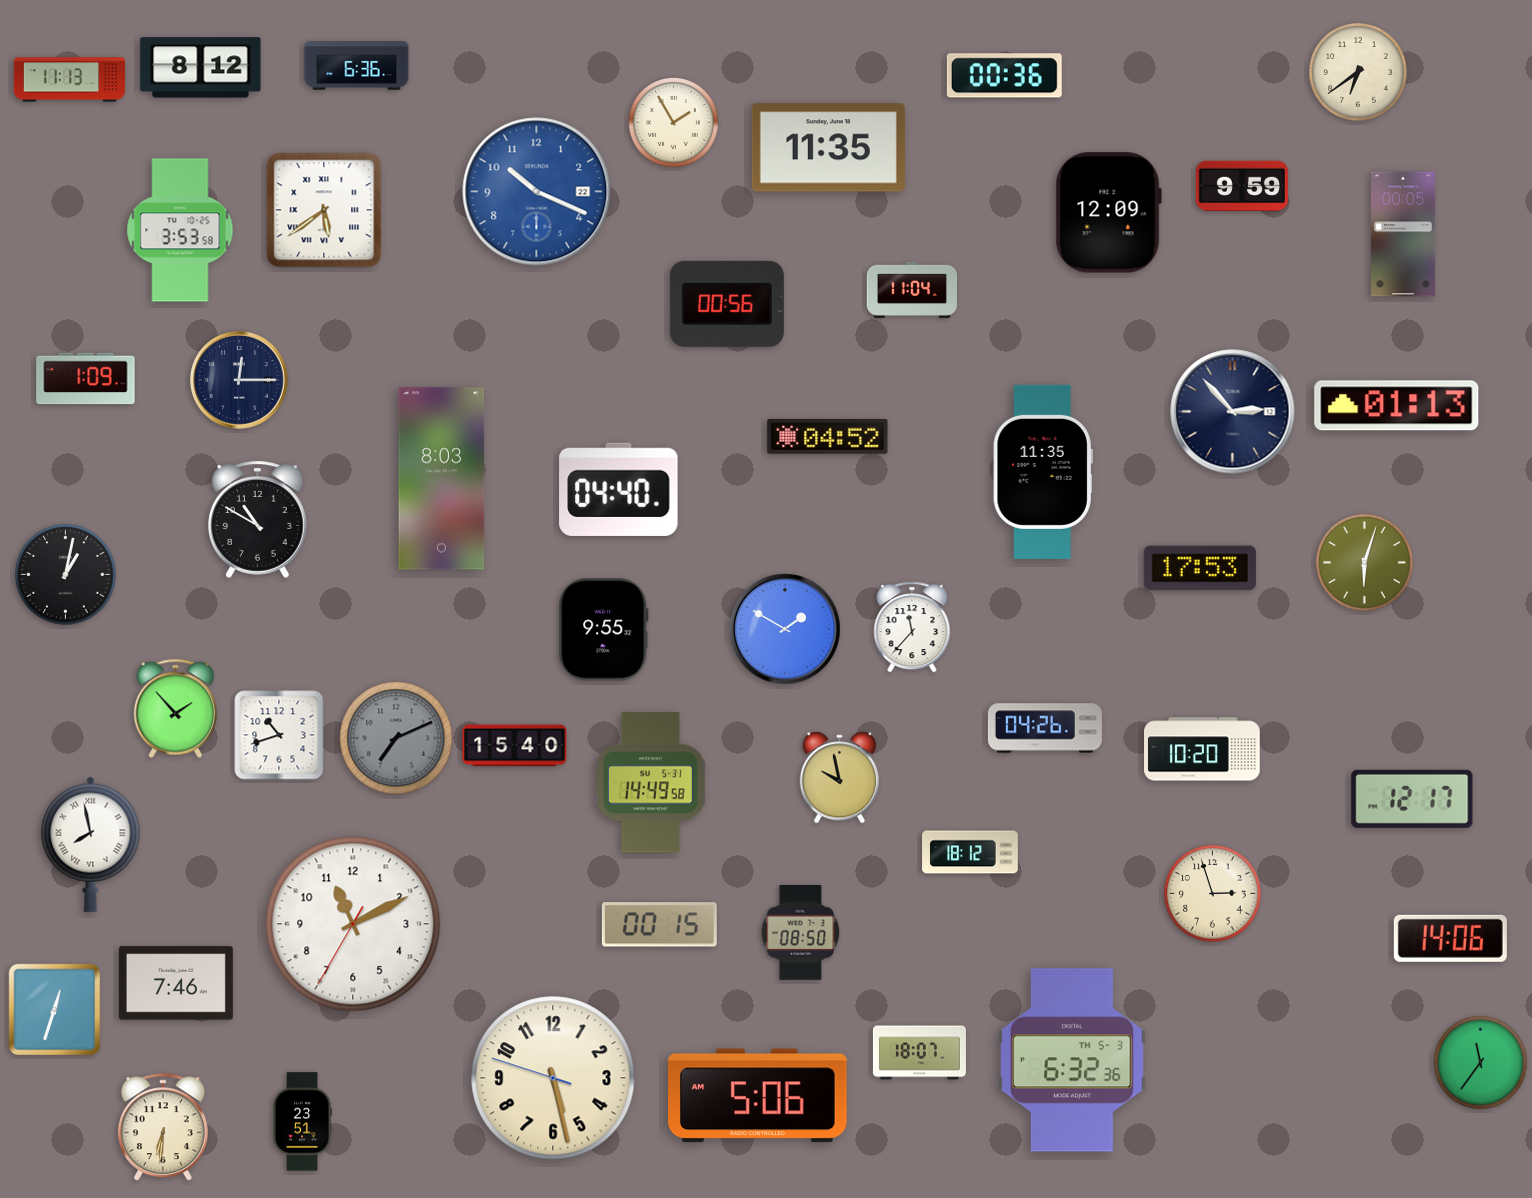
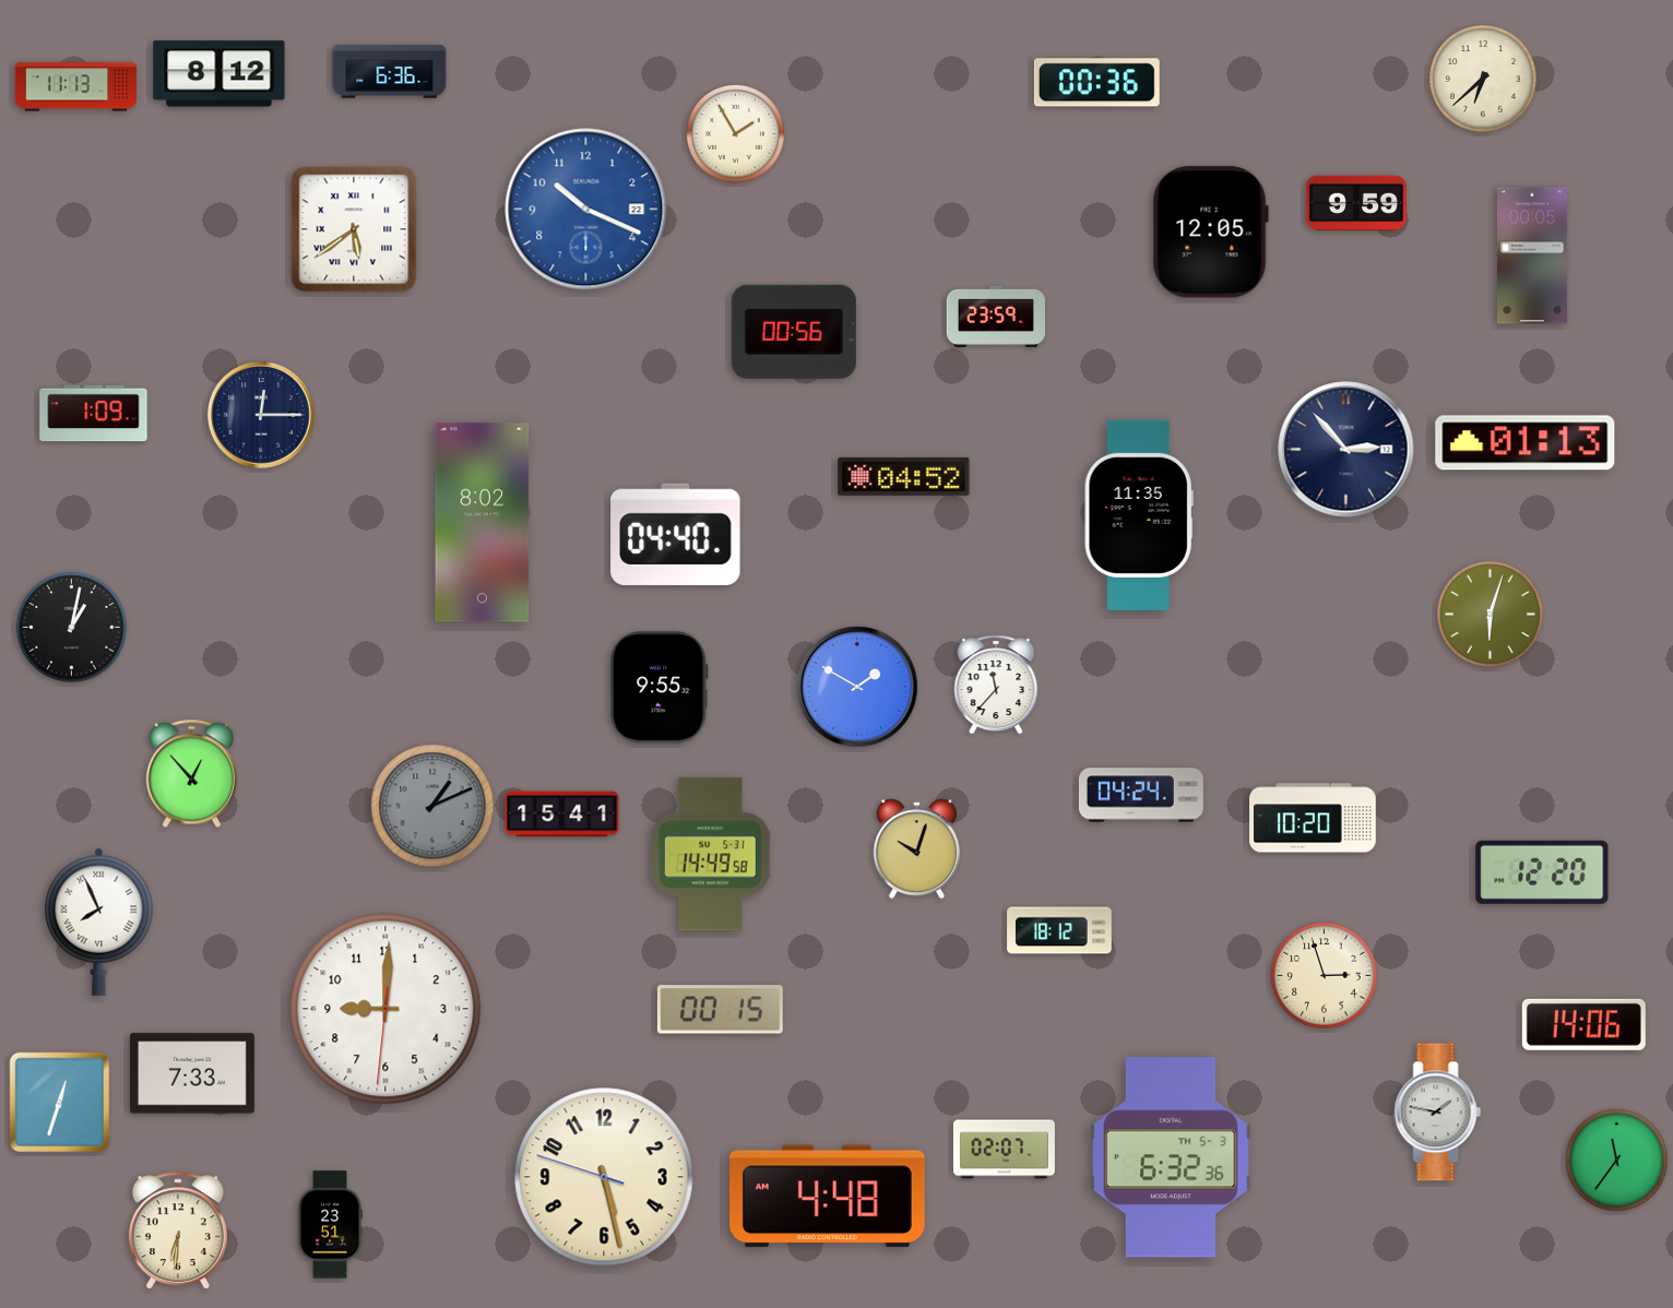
clock at (1358, 72): 6:39 -> 6:38
clock at (828, 148): 11:35 -> none
clock at (1108, 213): 12:09 -> 12:05
clock at (180, 230): 3:53 -> none
clock at (912, 290): 11:04 -> 23:59
clock at (442, 479): 8:03 -> 8:02
clock at (258, 519): 10:50 -> none
clock at (1200, 568): 17:53 -> none
clock at (175, 709): 1:53 -> 12:53
clock at (1045, 728): 04:26 -> 04:24
clock at (279, 735): 10:42 -> none
clock at (396, 738): 7:11 -> 1:11
clock at (515, 746): 15:40 -> 15:41
clock at (839, 778): 9:58 -> 10:03
clock at (1412, 799): 12:17 -> 12:20
clock at (91, 844): 7:58 -> 7:56
clock at (353, 924): 11:10 -> 9:00
clock at (801, 932): 08:50 -> none
clock at (176, 983): 7:46 -> 7:33
clock at (1438, 1113): none -> 1:47
clock at (919, 1053): 18:07 -> 02:07
clock at (758, 1096): 5:06 -> 4:48
